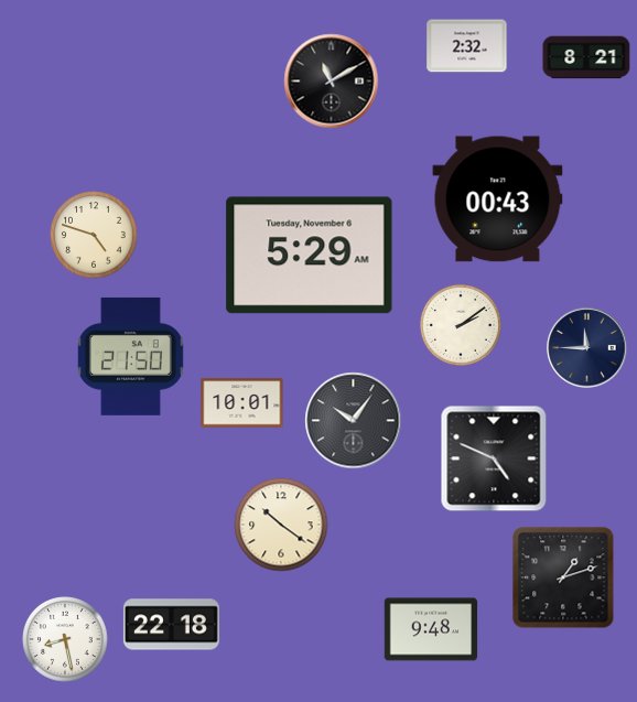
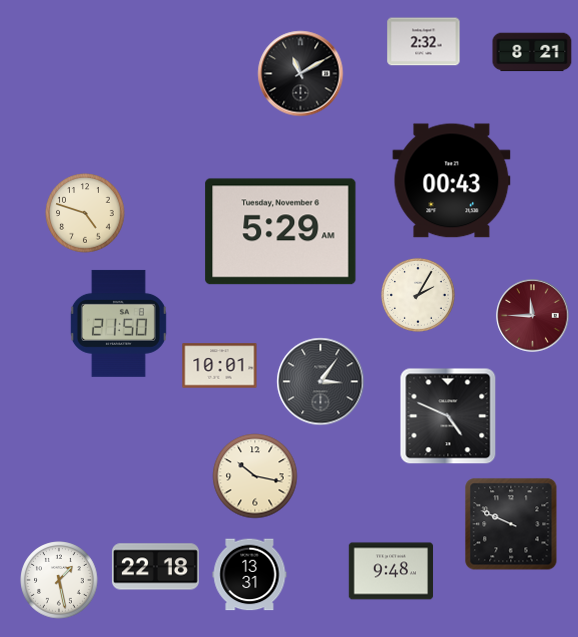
clock at (461, 325): 2:09 -> 2:05
clock at (587, 348) dial: navy -> burgundy
clock at (354, 421): 10:06 -> 3:06
clock at (281, 525): 10:21 -> 10:17
clock at (563, 577): 1:12 -> 9:49
clock at (250, 575): none -> 13:31
clock at (65, 639): 8:28 -> 1:28
